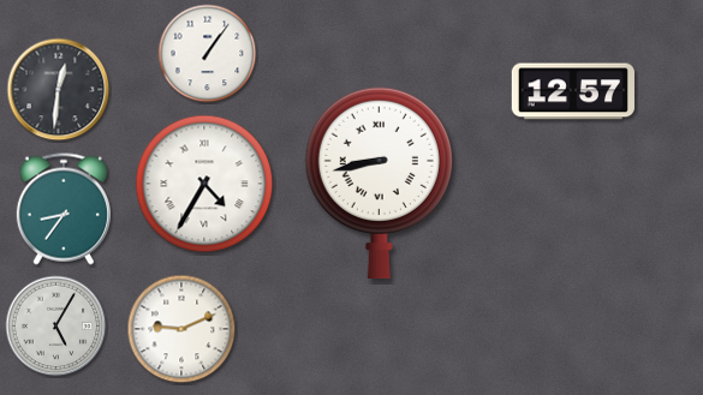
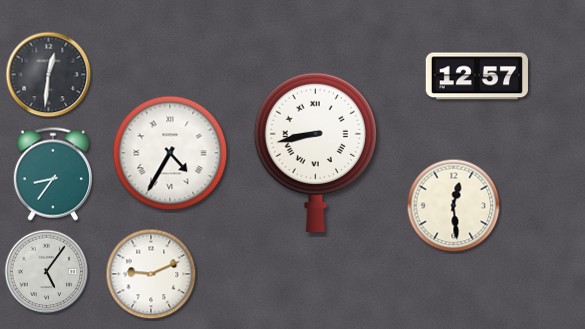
clock at (208, 54): 1:06 -> none
clock at (454, 206): none -> 12:29
clock at (56, 327): 5:05 -> 5:06
